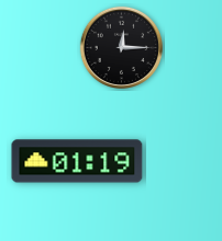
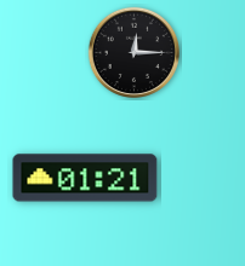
clock at (77, 161): 01:19 -> 01:21
